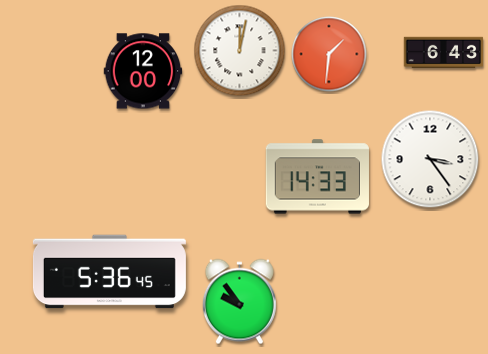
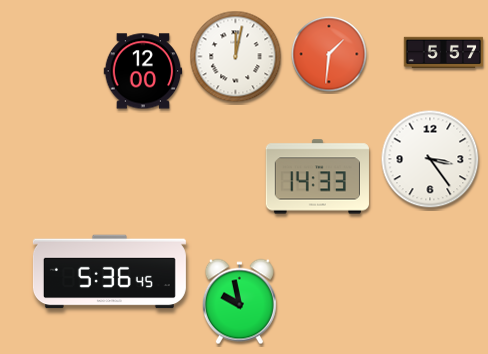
clock at (240, 51) position: (240, 51) -> (236, 57)
clock at (444, 53): 6:43 -> 5:57
clock at (239, 302): 9:54 -> 9:58
